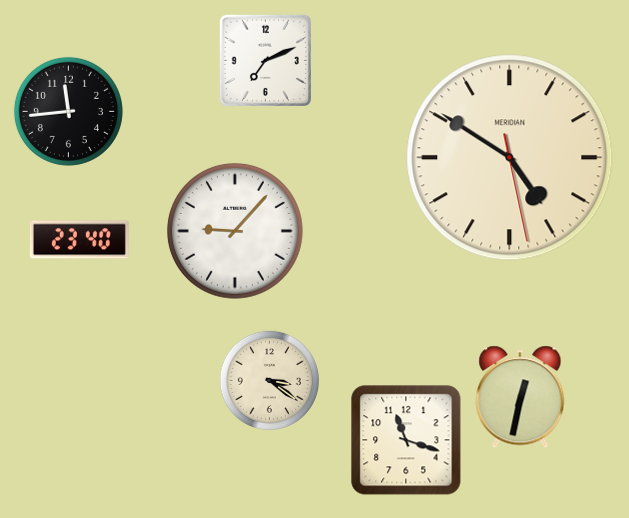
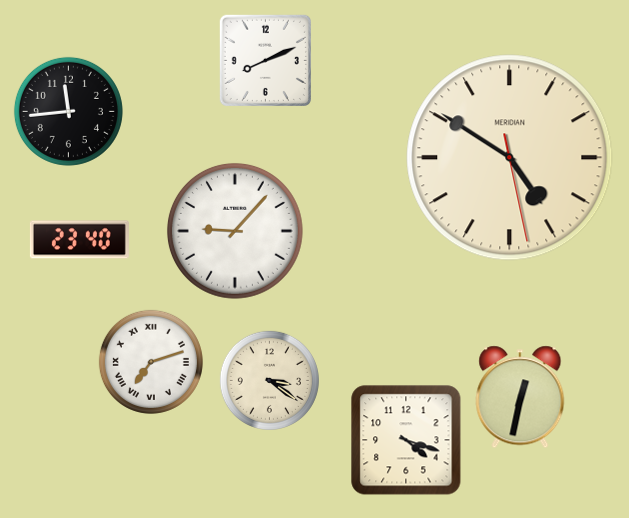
clock at (265, 60): 7:11 -> 8:11
clock at (151, 362): none -> 7:12
clock at (406, 440): 11:18 -> 4:18
